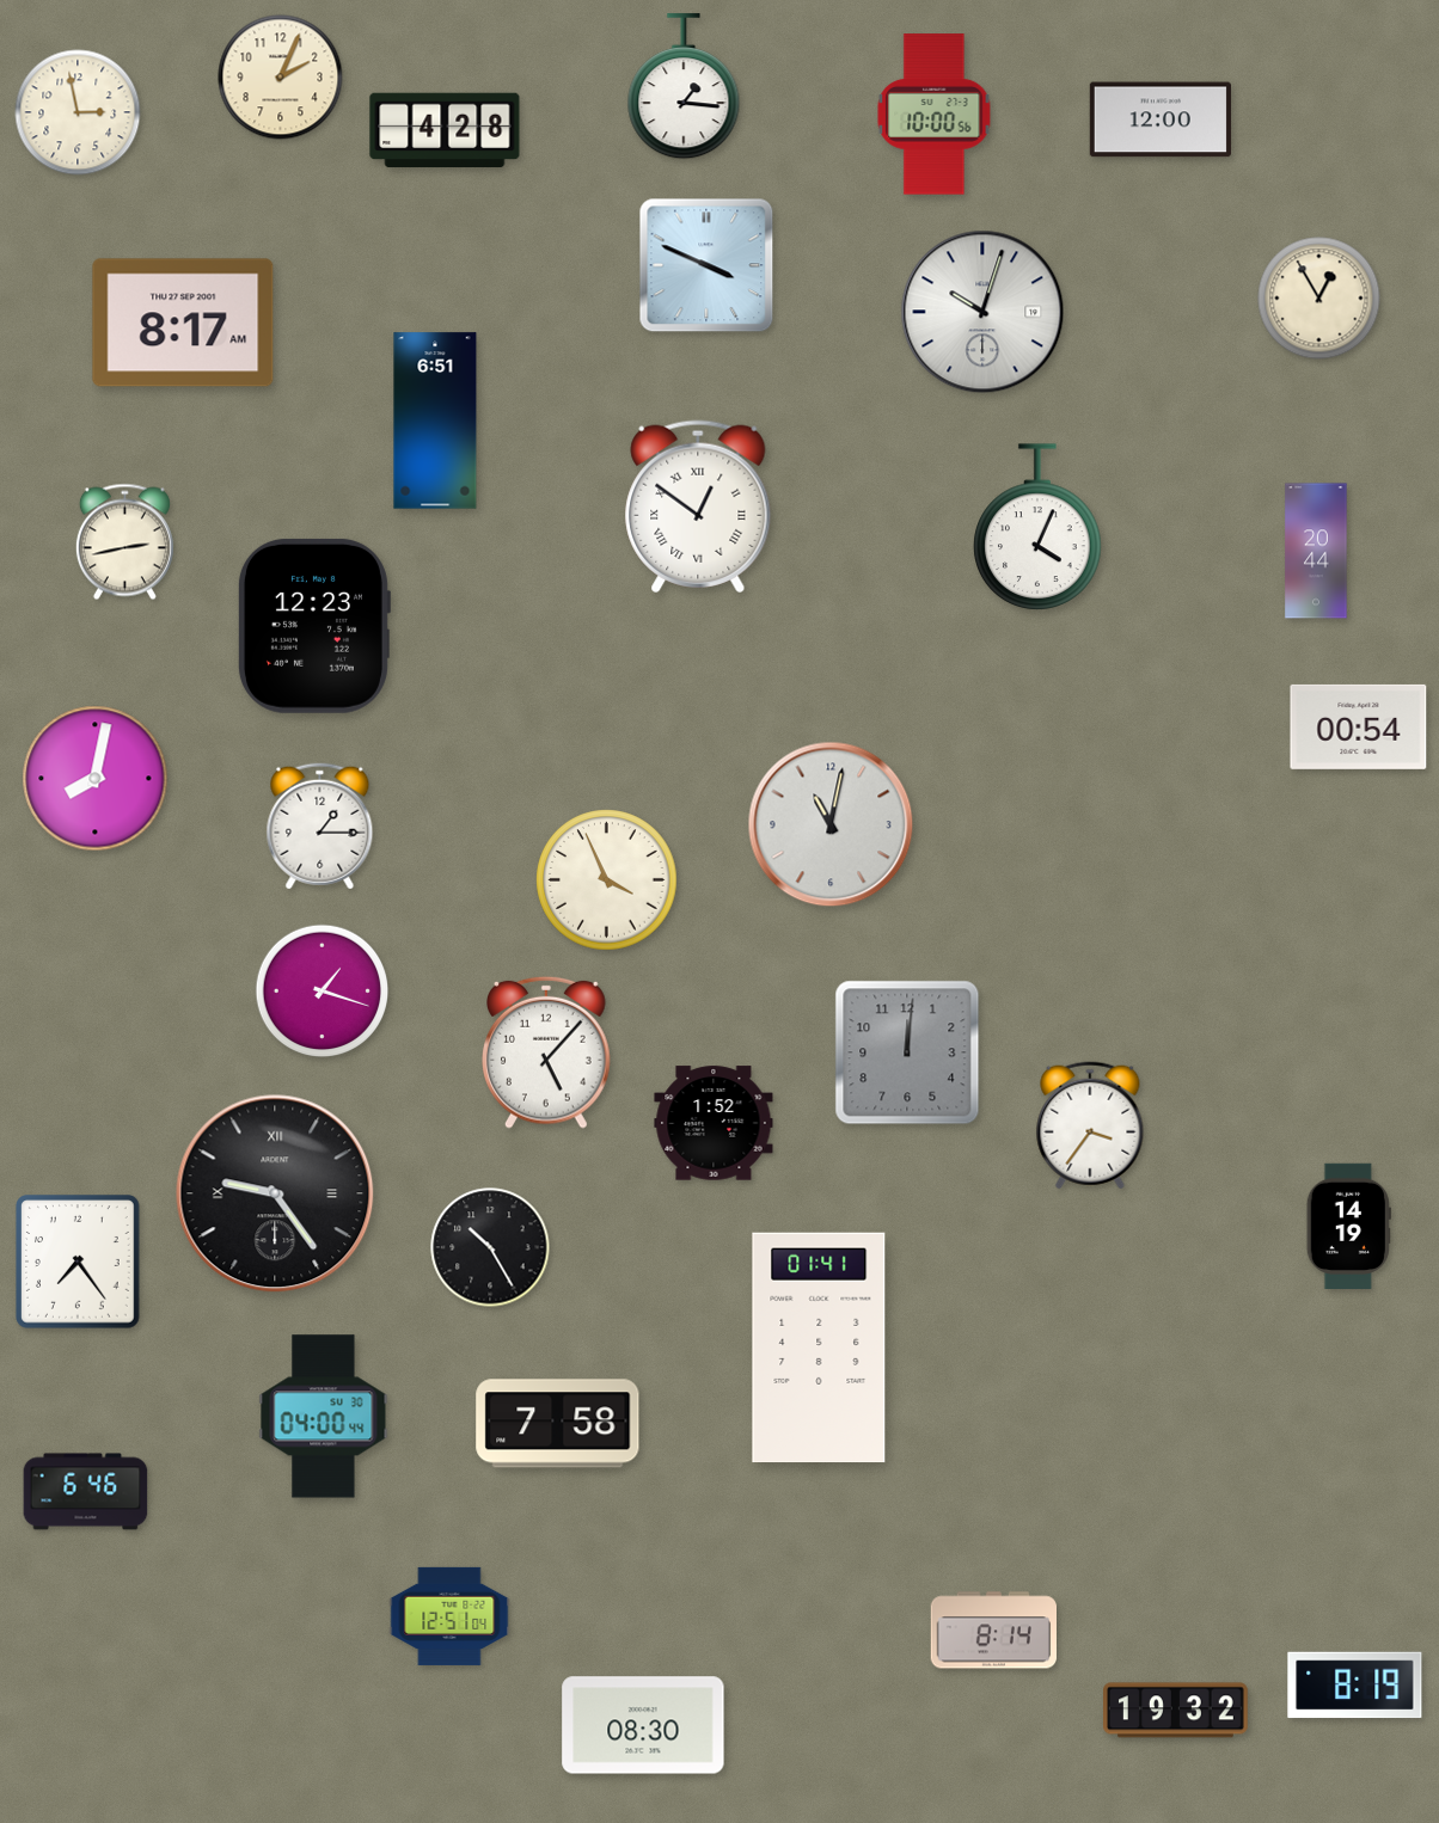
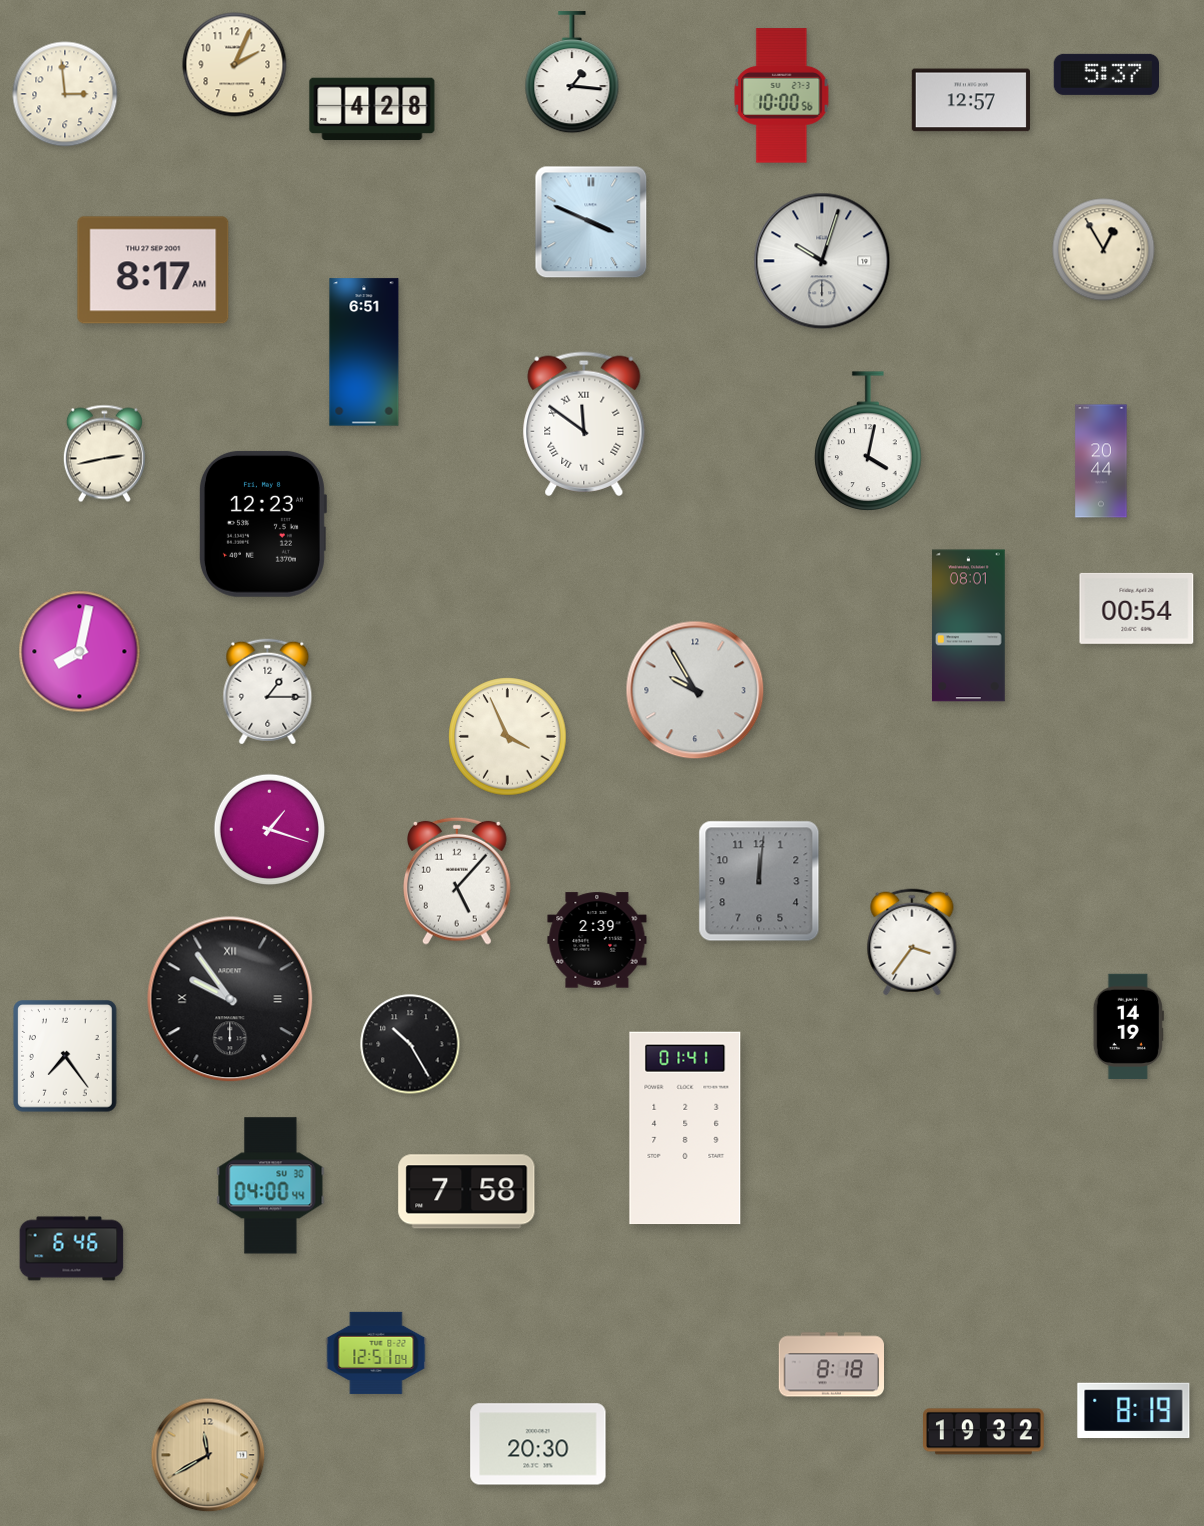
clock at (1106, 74): none -> 5:37
clock at (78, 112): 2:58 -> 2:59
clock at (1161, 119): 12:00 -> 12:57
clock at (698, 507): 12:51 -> 11:51
clock at (1037, 527): 4:04 -> 4:02
clock at (969, 626): none -> 08:01
clock at (831, 824): 11:02 -> 9:55
clock at (714, 1123): 1:52 -> 2:39
clock at (275, 1193): 9:24 -> 9:54
clock at (993, 1631): 8:14 -> 8:18
clock at (643, 1725): 08:30 -> 20:30
clock at (208, 1455): none -> 11:40
